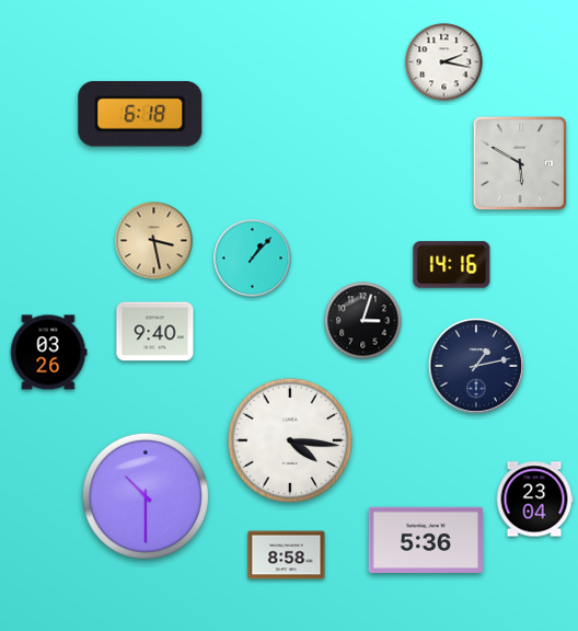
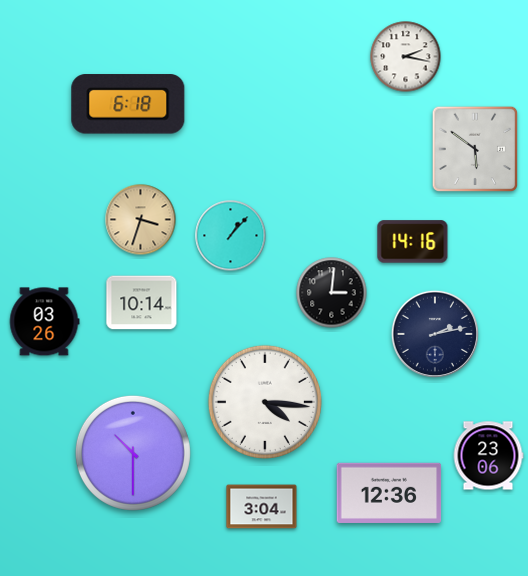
clock at (520, 163): 5:50 -> 5:51
clock at (154, 241): 3:28 -> 3:33
clock at (363, 321): 3:03 -> 3:01
clock at (155, 332): 9:40 -> 10:14
clock at (476, 366): 1:13 -> 2:13
clock at (534, 500): 23:04 -> 23:06
clock at (426, 539): 5:36 -> 12:36
clock at (287, 555): 8:58 -> 3:04
